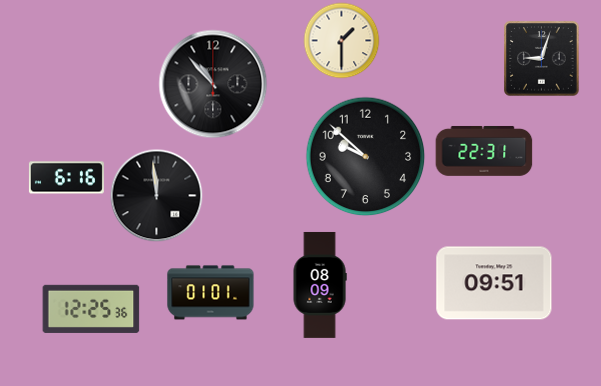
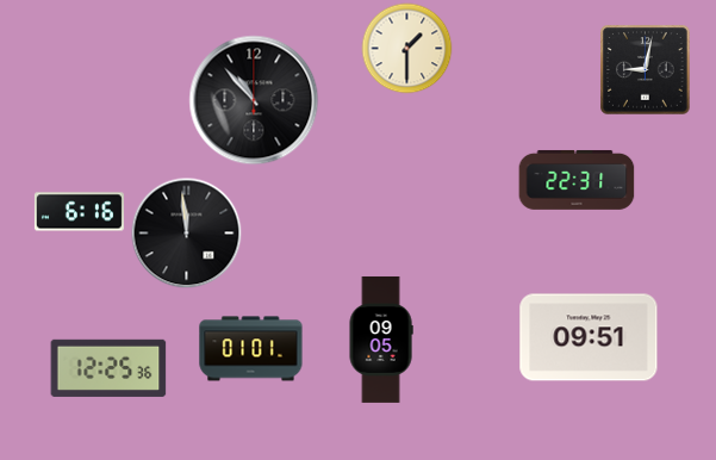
clock at (542, 59): 9:03 -> 9:02
clock at (366, 157): 9:52 -> none
clock at (320, 285): 08:09 -> 09:05
